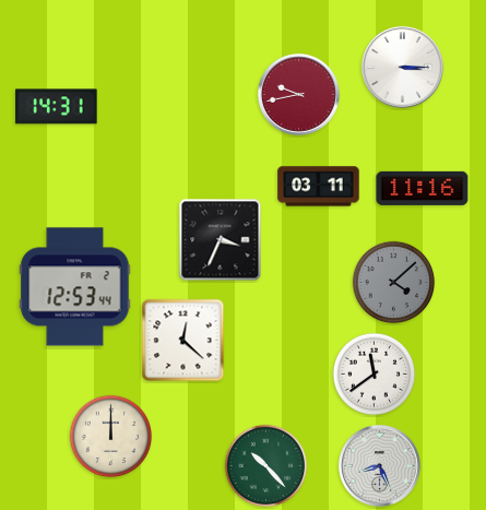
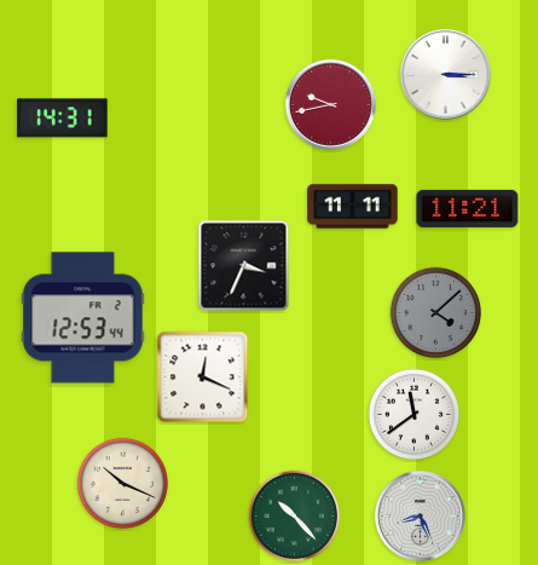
clock at (319, 187): 03:11 -> 11:11
clock at (423, 188): 11:16 -> 11:21
clock at (183, 341): 12:22 -> 12:19
clock at (111, 437): 12:00 -> 10:19
